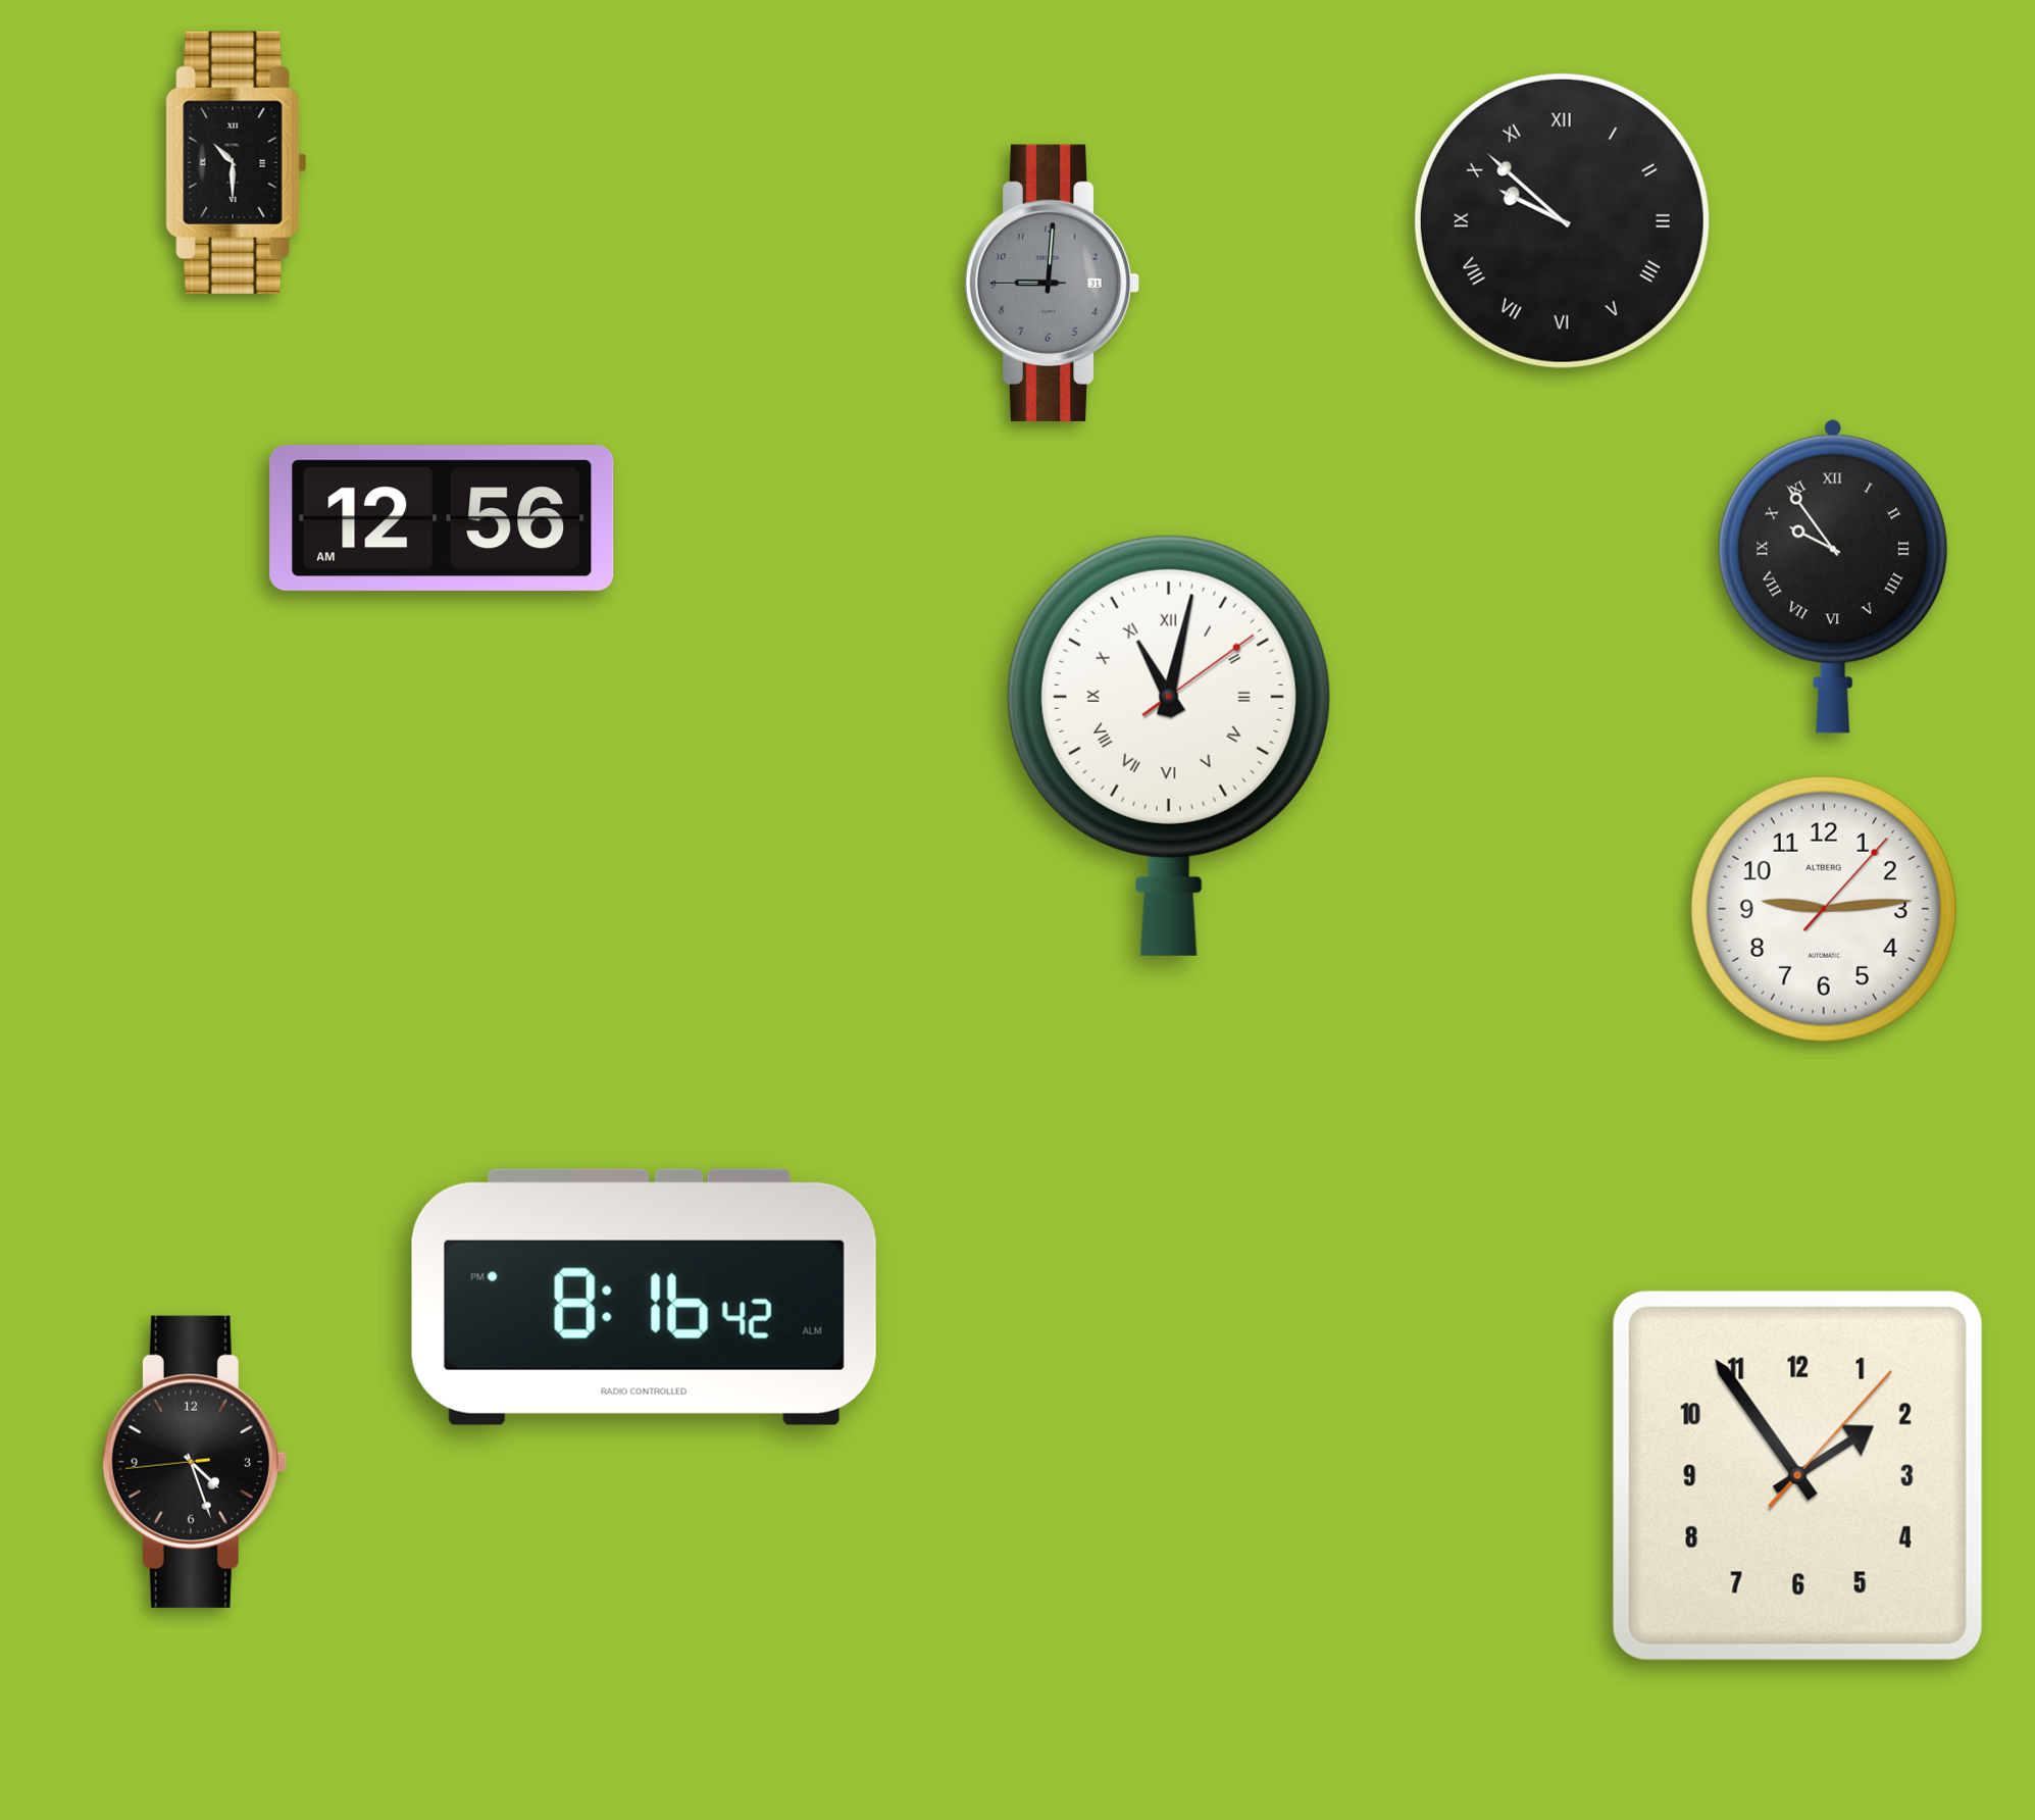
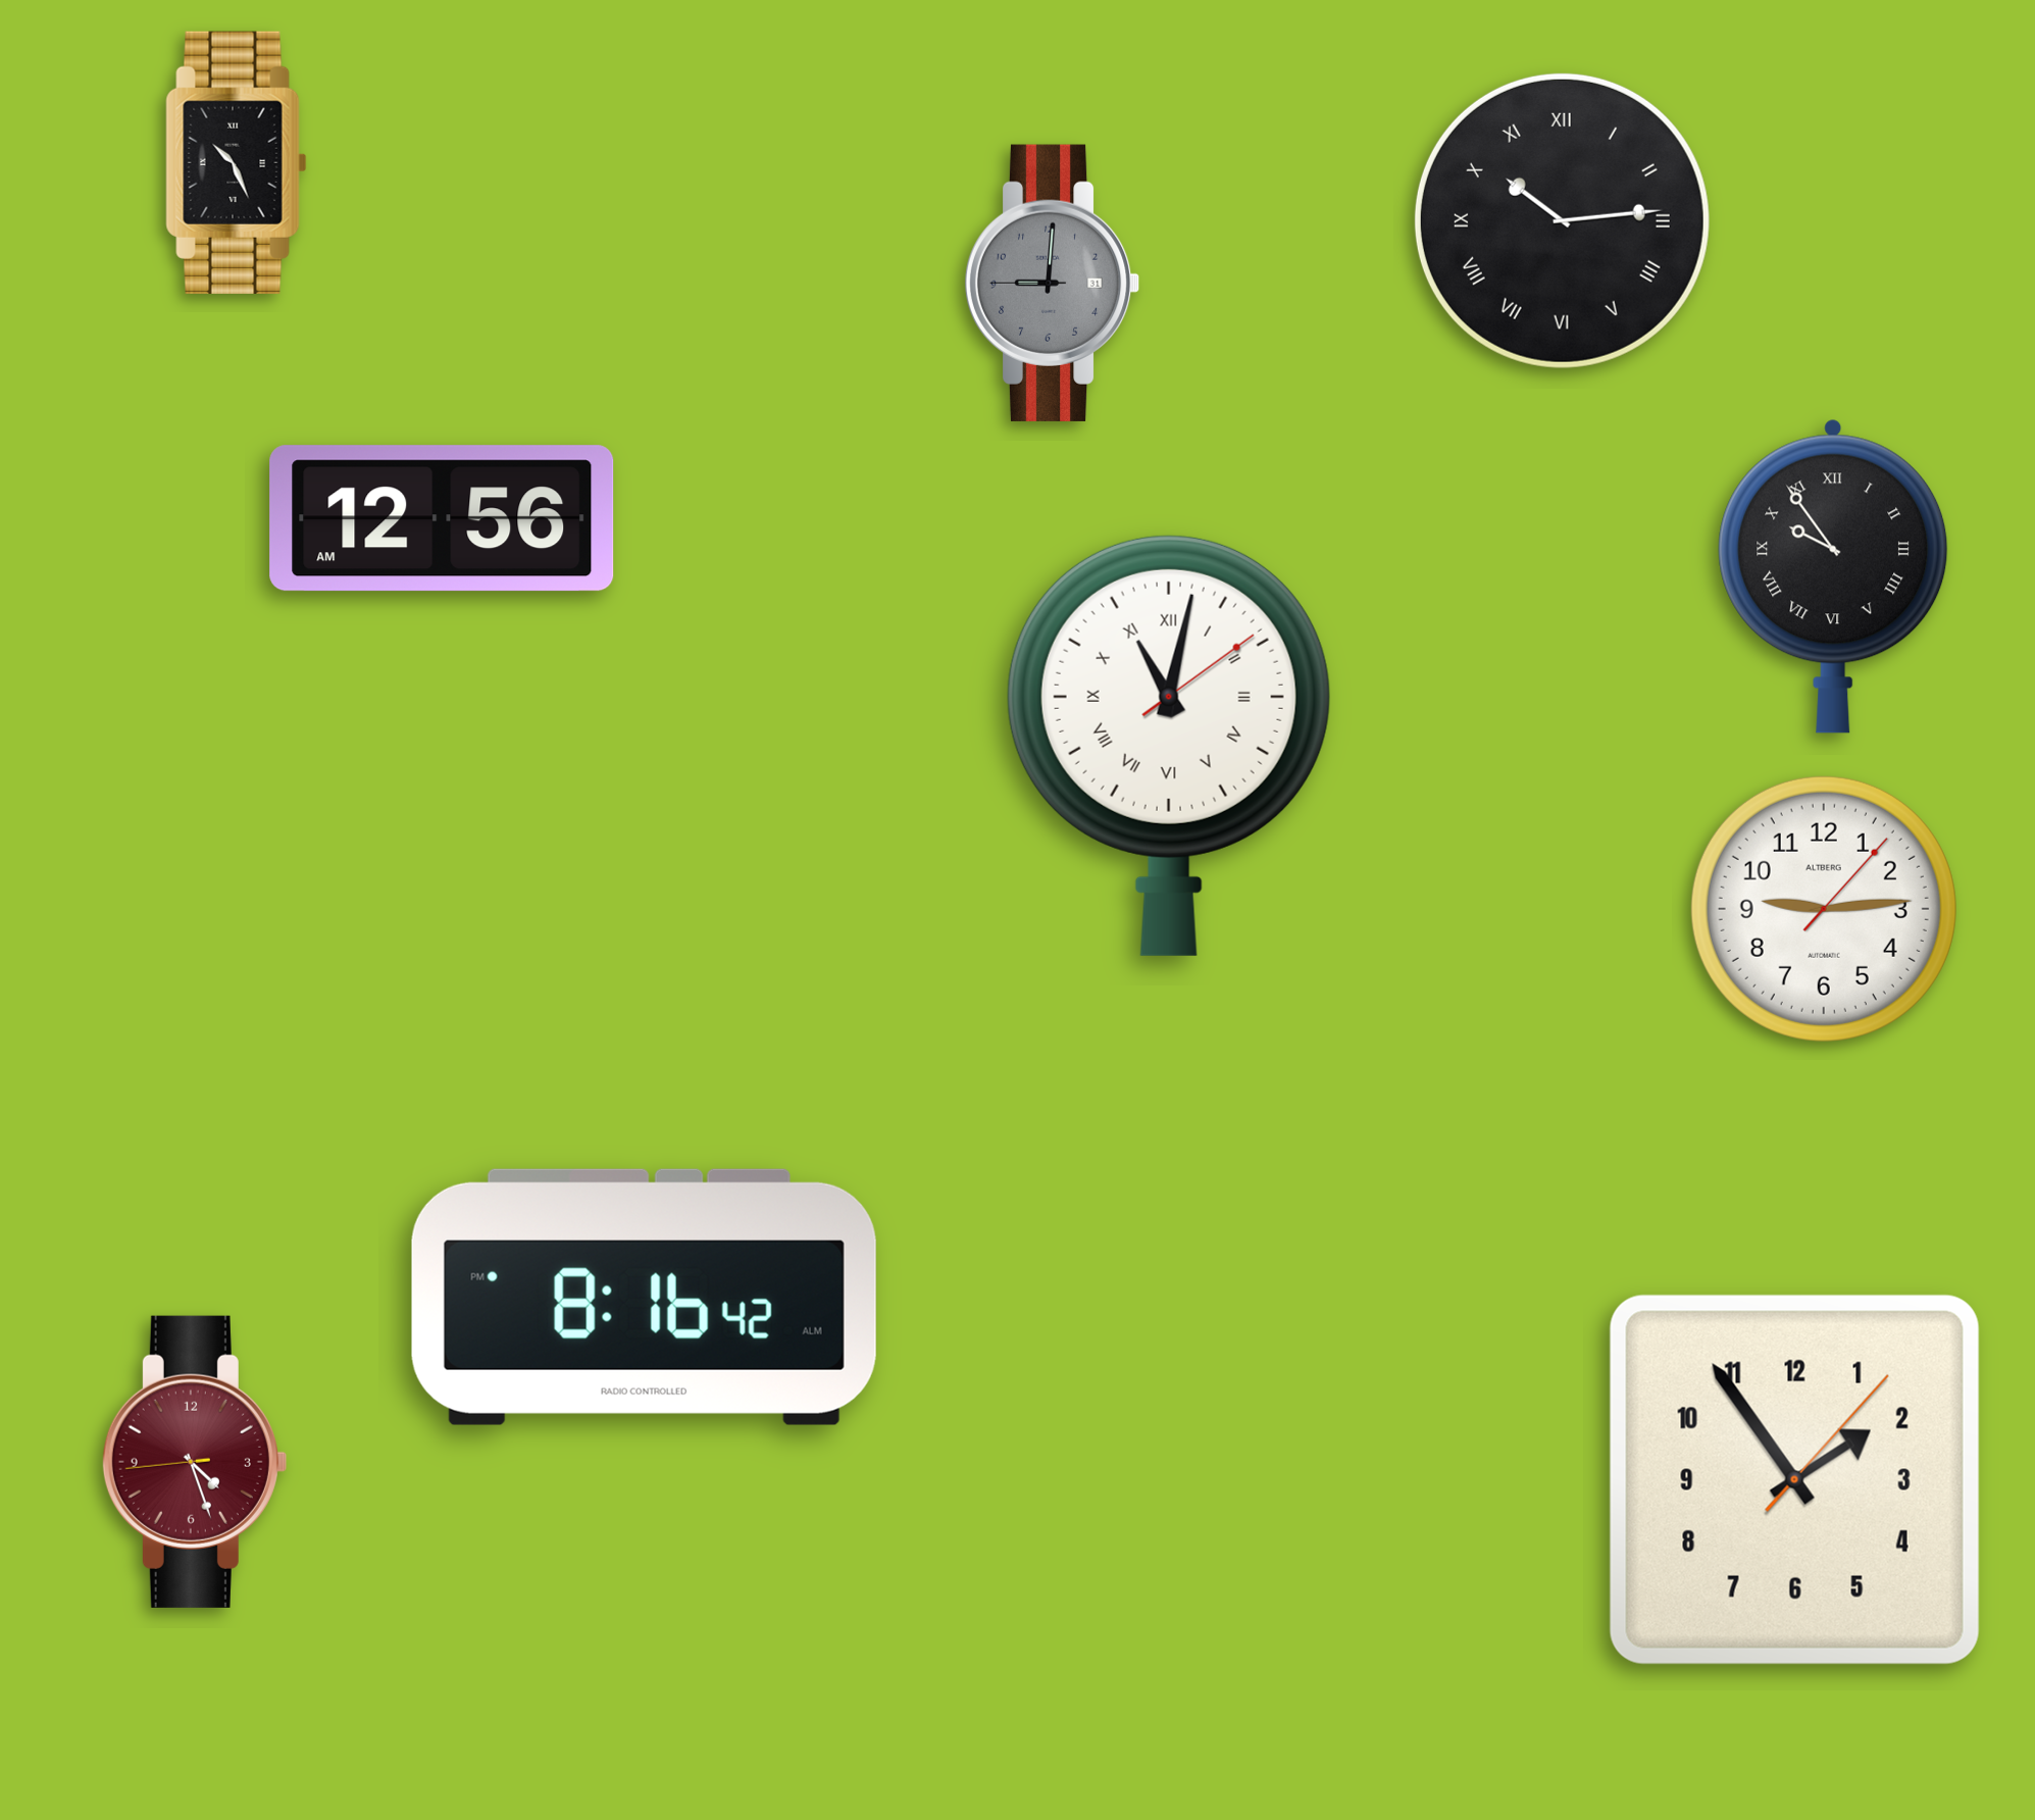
clock at (237, 162): 10:30 -> 10:26
clock at (1562, 220): 9:52 -> 10:14
clock at (194, 1462) dial: black -> burgundy
clock at (1797, 1475) position: (1797, 1475) -> (1794, 1479)
